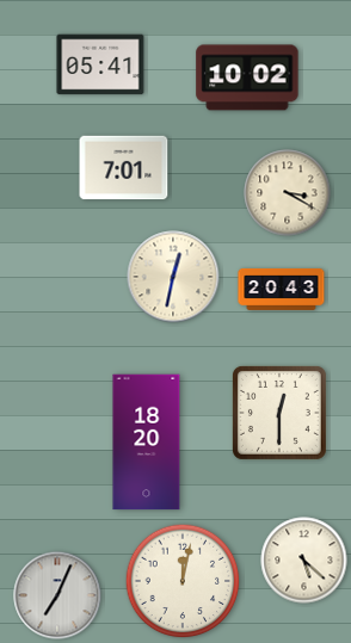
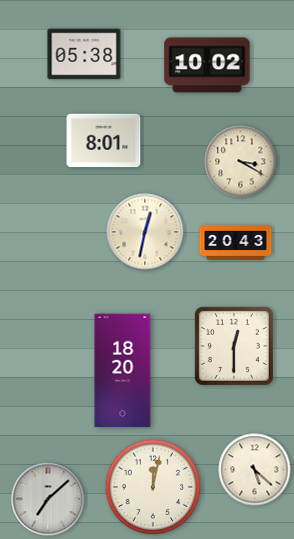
clock at (100, 64): 05:41 -> 05:38
clock at (124, 168): 7:01 -> 8:01
clock at (57, 595): 7:04 -> 7:08
